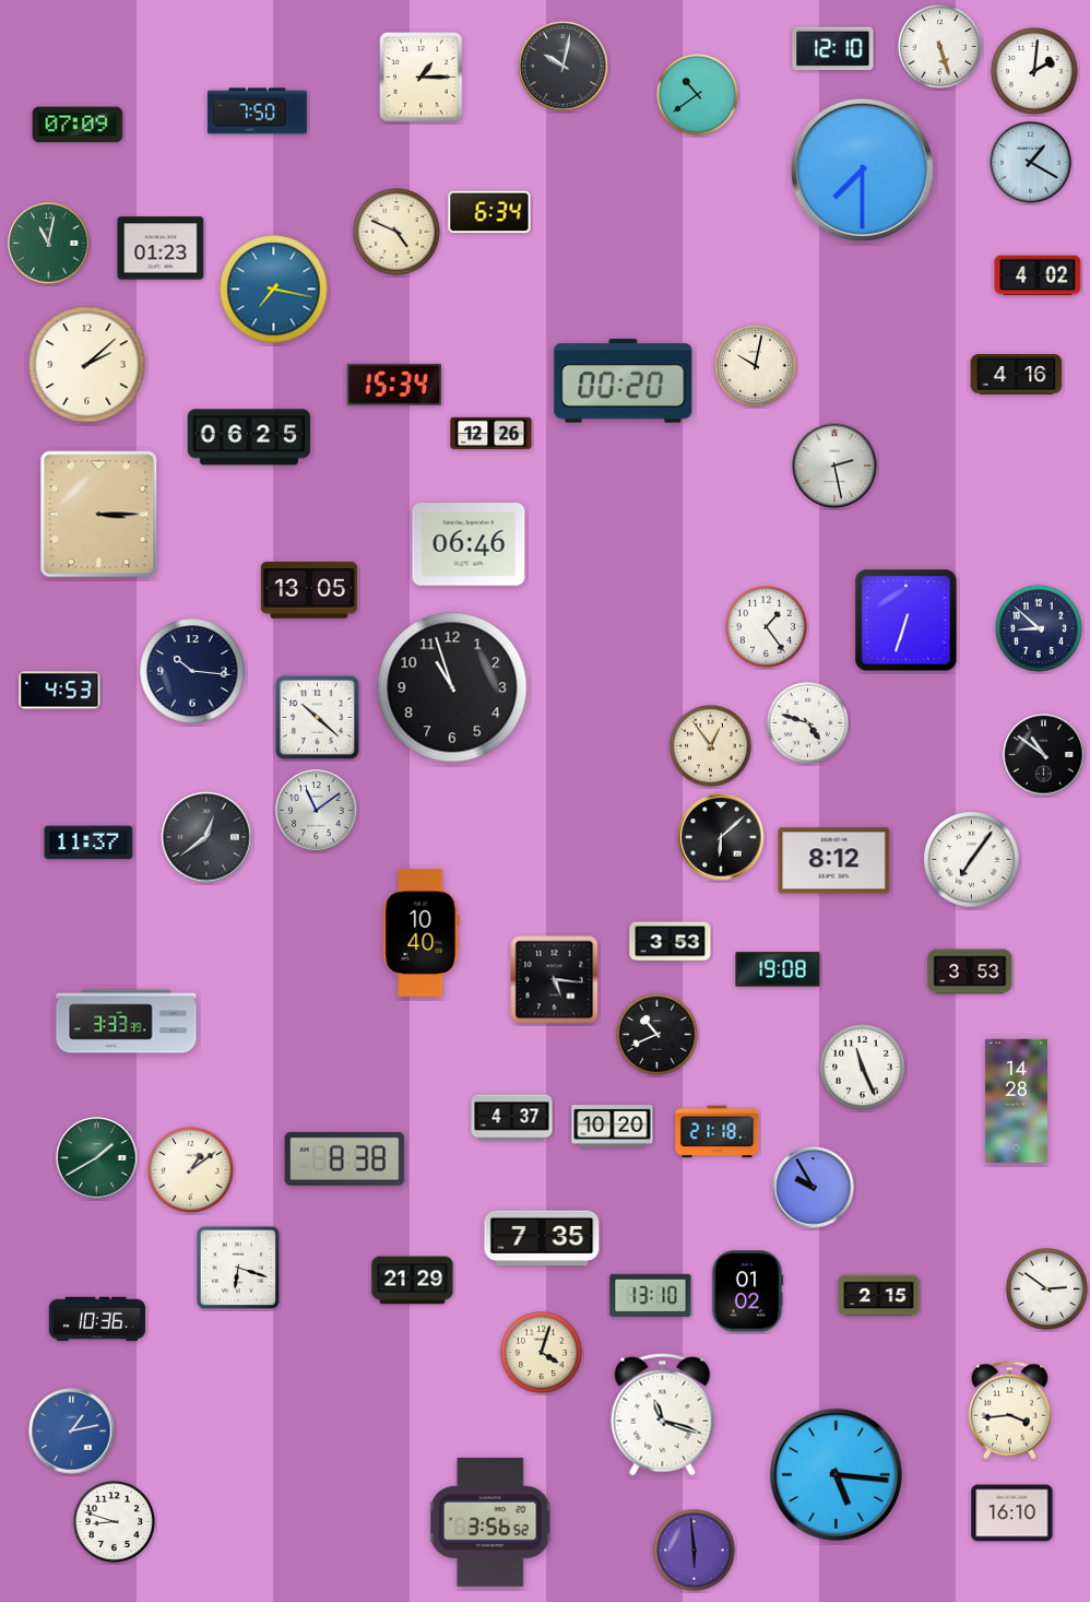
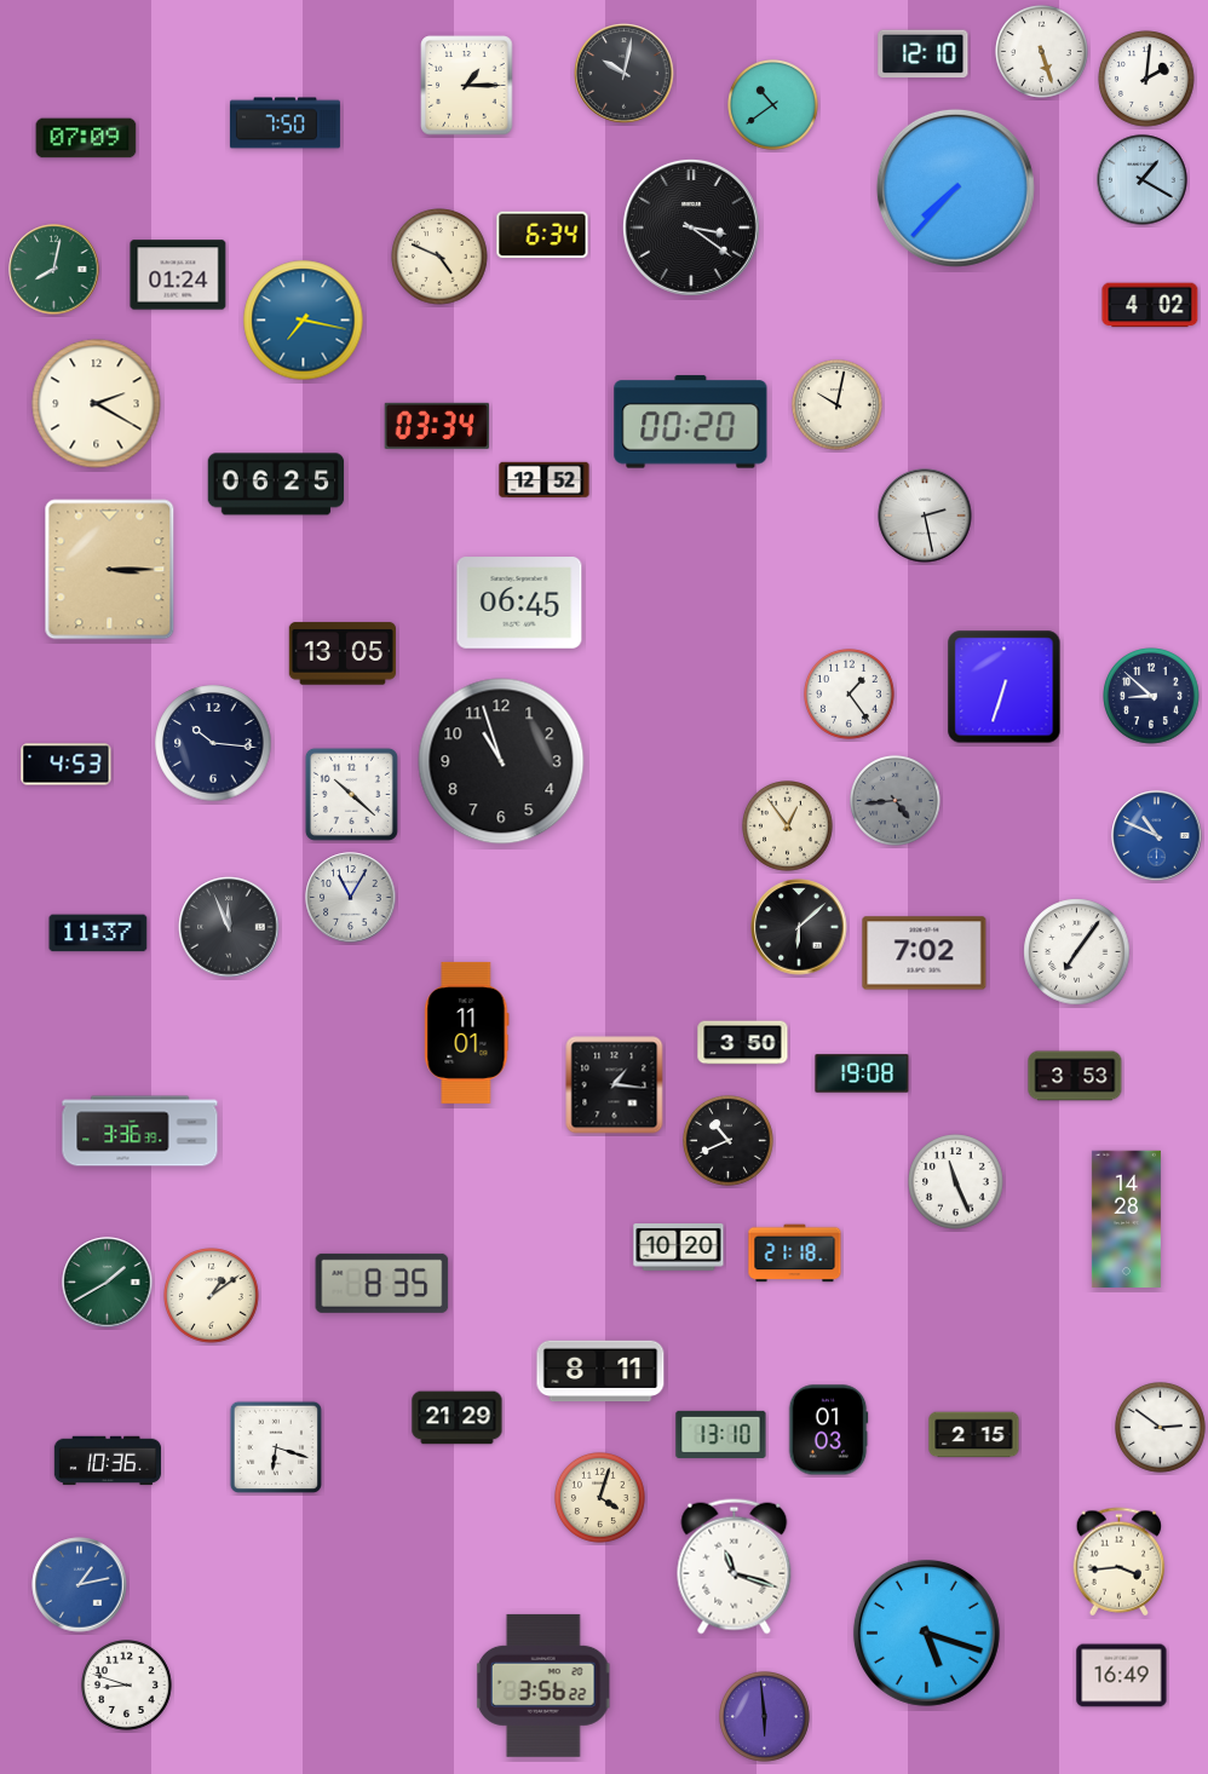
clock at (862, 169): 7:30 -> 7:37
clock at (691, 227): none -> 3:21
clock at (49, 244): 11:02 -> 8:02
clock at (161, 248): 01:23 -> 01:24
clock at (87, 365): 2:08 -> 2:20
clock at (1017, 375): 4:16 -> none
clock at (394, 385): 15:34 -> 03:34
clock at (491, 434): 12:26 -> 12:52
clock at (469, 544): 06:46 -> 06:45
clock at (808, 723): 4:48 -> 4:44
clock at (808, 723) dial: white -> grey
clock at (1044, 755): 10:51 -> 10:49
clock at (1044, 755) dial: black -> blue
clock at (317, 811): 11:09 -> 11:05
clock at (206, 837): 12:39 -> 11:56
clock at (834, 861): 8:12 -> 7:02
clock at (422, 932): 10:40 -> 11:01
clock at (671, 942): 3:53 -> 3:50
clock at (555, 980): 5:16 -> 1:16
clock at (127, 1022): 3:33 -> 3:36
clock at (657, 1035) position: (657, 1035) -> (729, 1141)
clock at (512, 1118): 4:37 -> none
clock at (345, 1158): 8:38 -> 8:35
clock at (814, 1188): 9:55 -> none
clock at (542, 1238): 7:35 -> 8:11
clock at (237, 1267) position: (237, 1267) -> (275, 1446)
clock at (747, 1292): 01:02 -> 01:03
clock at (836, 1474): 5:16 -> 5:18
clock at (1012, 1513): 16:10 -> 16:49
clock at (490, 1522): 3:56:52 -> 3:56:22
clock at (695, 1551) position: (695, 1551) -> (765, 1717)
